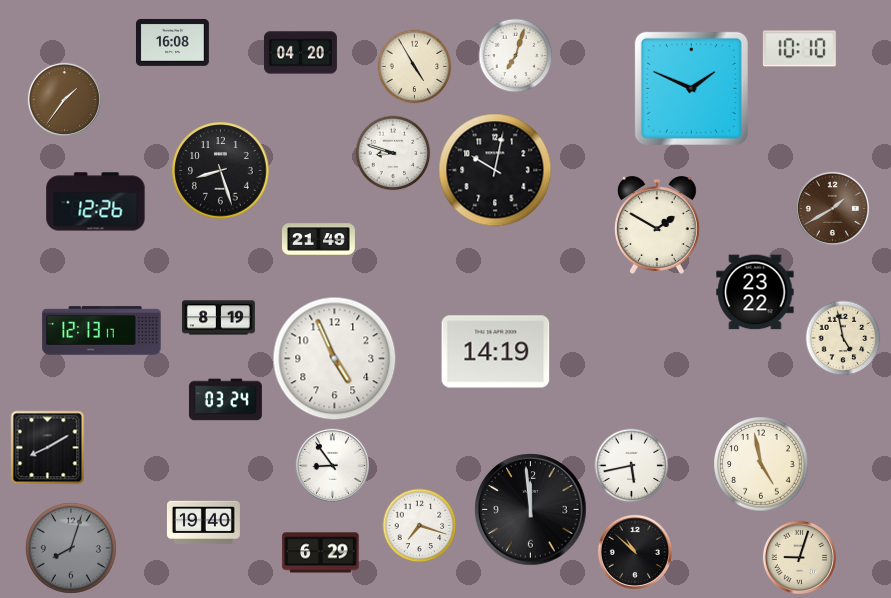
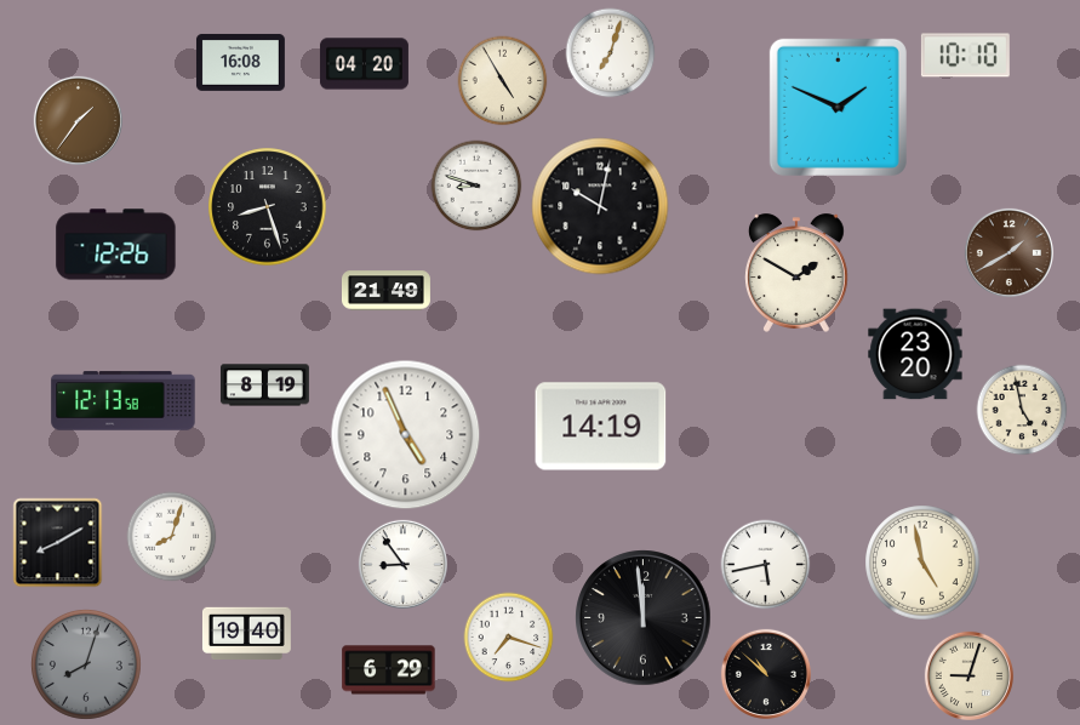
clock at (172, 42) position: (172, 42) -> (240, 62)
clock at (799, 49) position: (799, 49) -> (965, 56)
clock at (516, 56) position: (516, 56) -> (611, 53)
clock at (755, 292): 23:22 -> 23:20
clock at (102, 331): 12:13:17 -> 12:13:58
clock at (225, 400): 03:24 -> none
clock at (172, 537): none -> 8:03
clock at (635, 552) position: (635, 552) -> (766, 674)
